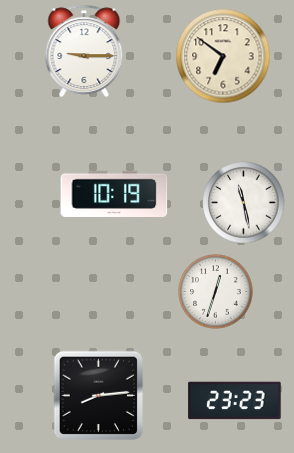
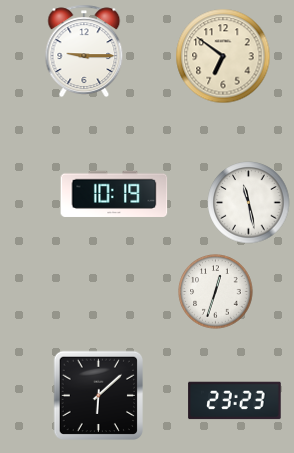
clock at (244, 203) position: (244, 203) -> (249, 203)
clock at (99, 396): 8:14 -> 6:08
